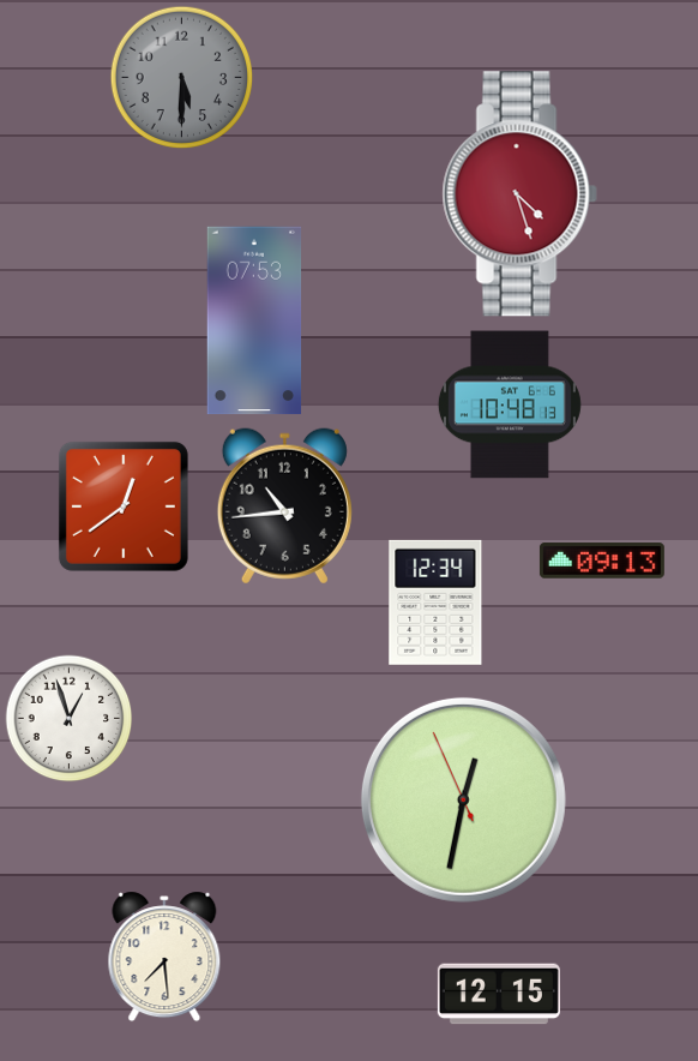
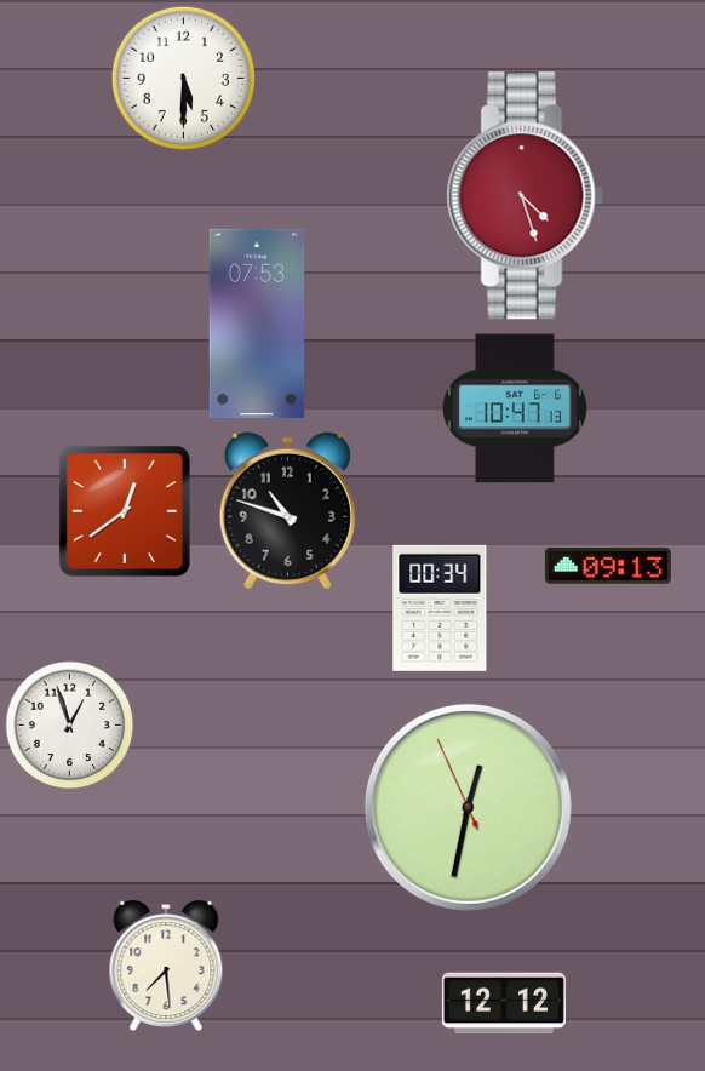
clock at (182, 78) dial: grey -> white
clock at (510, 404): 10:48 -> 10:47
clock at (284, 506): 10:44 -> 10:48
clock at (435, 603): 12:34 -> 00:34
clock at (499, 994): 12:15 -> 12:12
